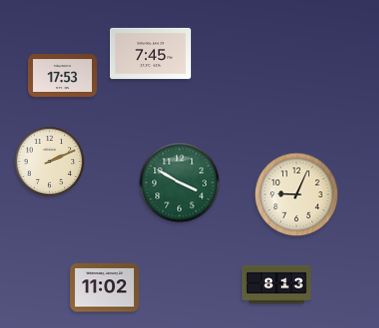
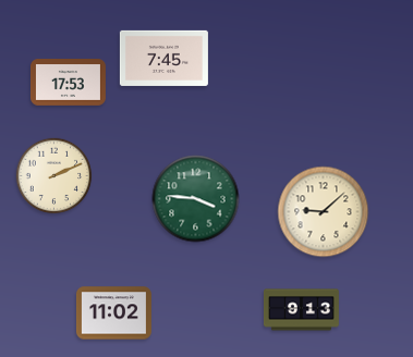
clock at (180, 183): 3:50 -> 3:46
clock at (297, 195): 9:04 -> 9:08
clock at (276, 285): 8:13 -> 9:13
